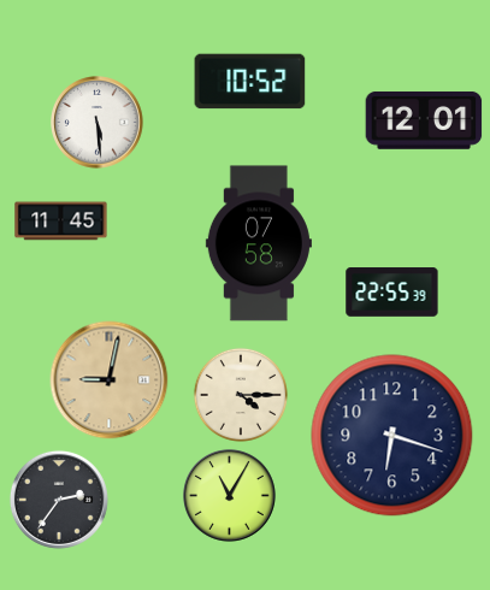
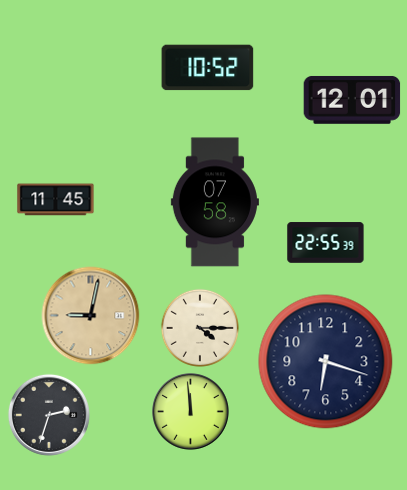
clock at (98, 123): 5:29 -> none
clock at (61, 222) position: (61, 222) -> (56, 200)
clock at (230, 496): 11:05 -> 11:59
clock at (59, 500): 2:36 -> 2:33
